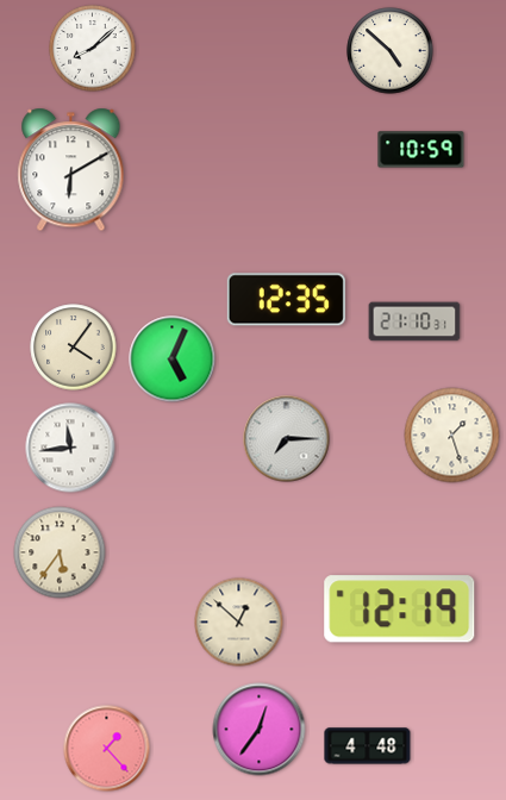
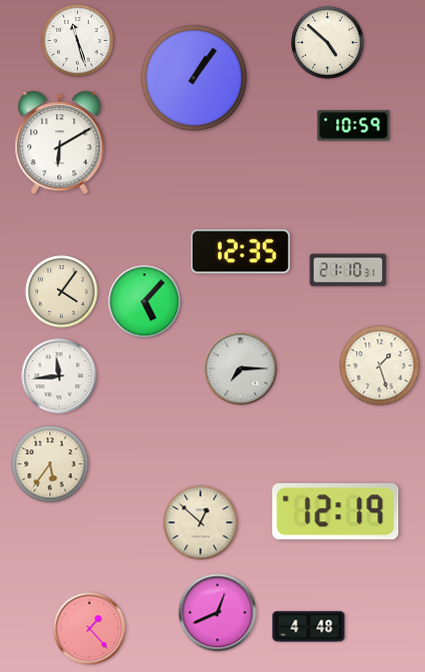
clock at (93, 49): 8:08 -> 11:27
clock at (194, 78): none -> 1:06
clock at (173, 360): 5:04 -> 5:07
clock at (260, 730): 12:36 -> 12:41
